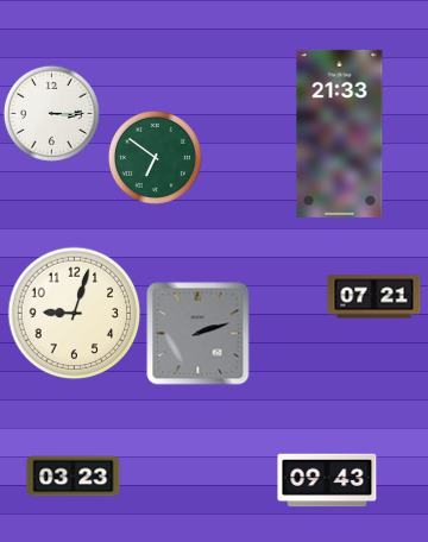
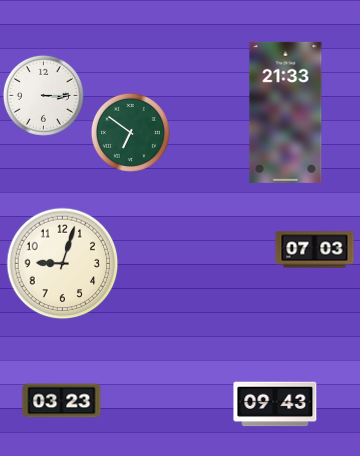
clock at (374, 297): 07:21 -> 07:03
clock at (199, 334): 2:12 -> none
